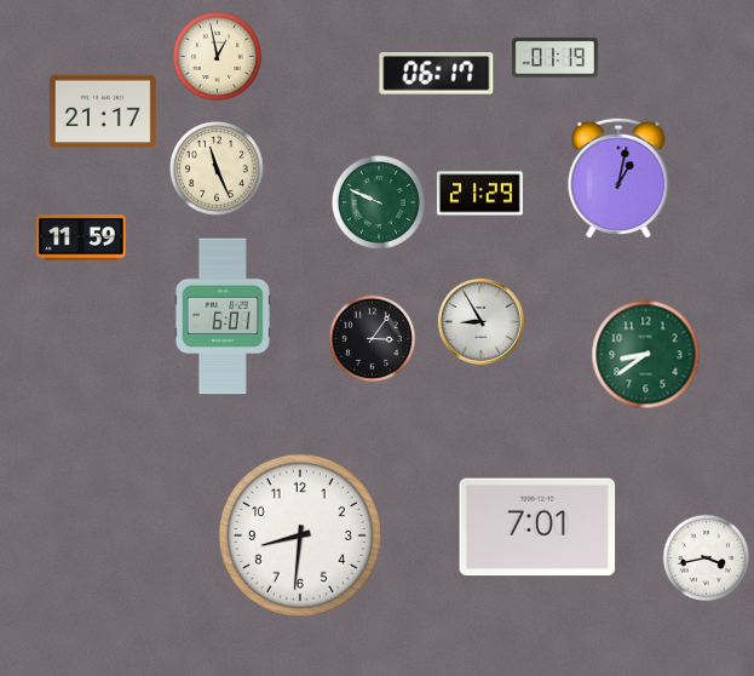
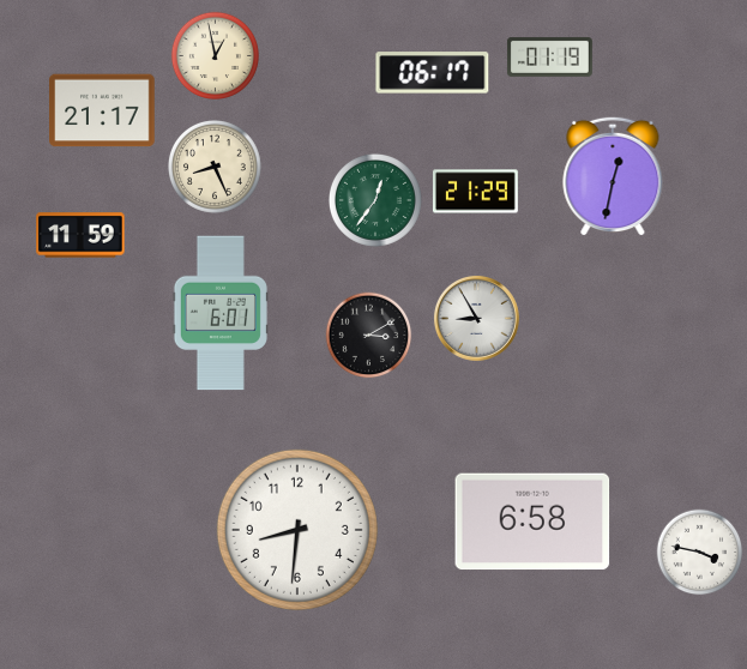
clock at (217, 168): 11:26 -> 8:26
clock at (618, 178): 1:02 -> 12:32
clock at (379, 202): 9:49 -> 12:36
clock at (373, 339): 3:06 -> 3:10
clock at (646, 355): 8:39 -> none
clock at (537, 527): 7:01 -> 6:58
clock at (707, 558): 3:43 -> 3:47
